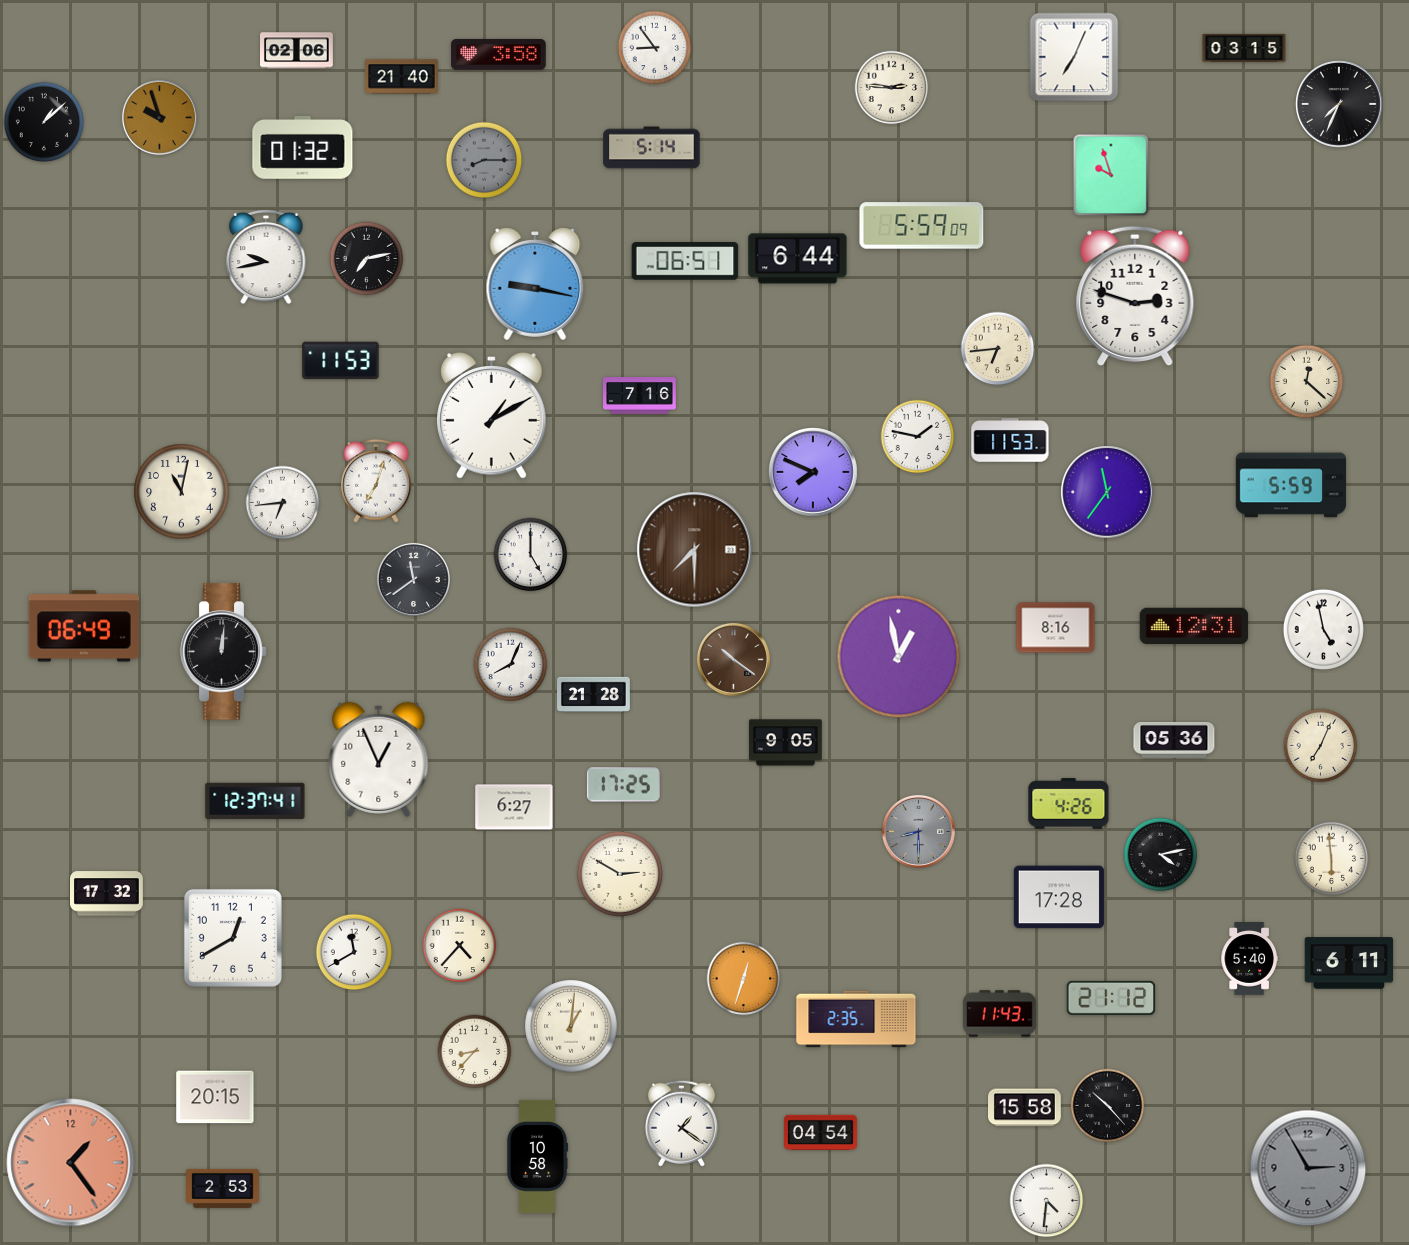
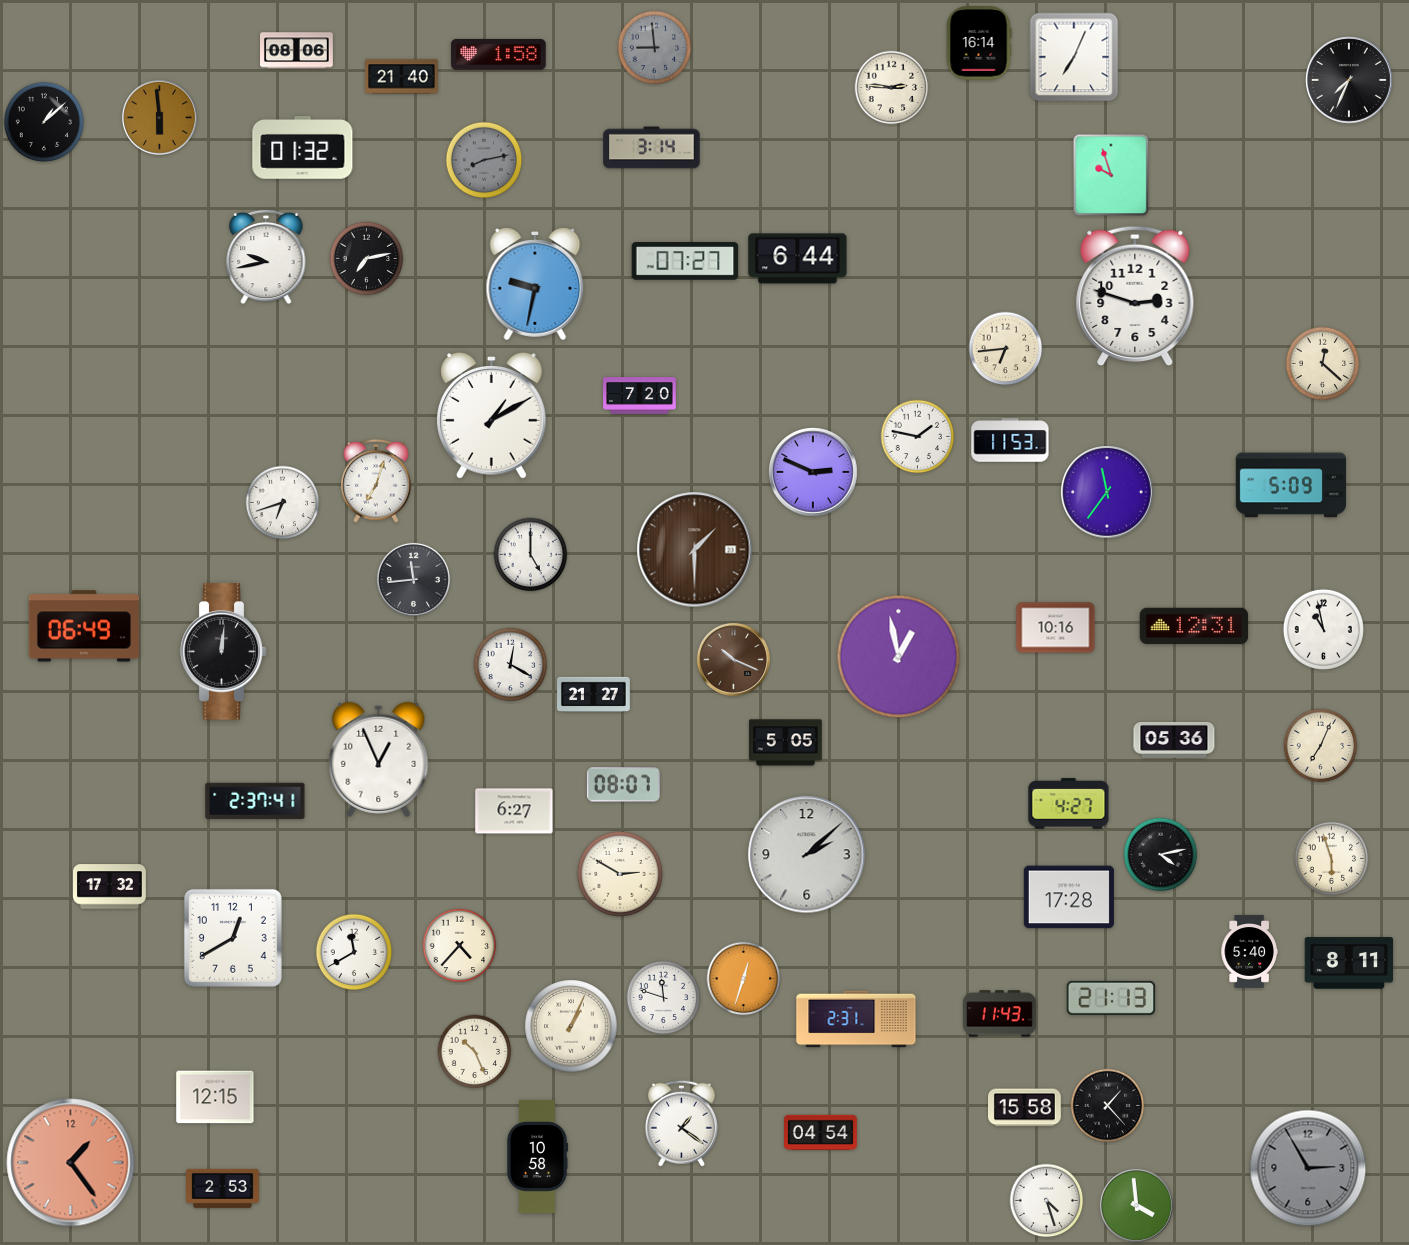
clock at (979, 43): none -> 16:14
clock at (655, 48): 8:54 -> 8:59
clock at (655, 48) dial: white -> grey
clock at (1244, 48): 03:15 -> none
clock at (297, 51): 02:06 -> 08:06
clock at (499, 54): 3:58 -> 1:58
clock at (1340, 105) position: (1340, 105) -> (1350, 81)
clock at (159, 117): 9:57 -> 5:59
clock at (652, 148): 5:14 -> 3:14
clock at (484, 160): 8:15 -> 8:13
clock at (922, 226): 5:59 -> none
clock at (685, 261): 06:51 -> 07:27
clock at (535, 284): 9:17 -> 9:32
clock at (998, 349) position: (998, 349) -> (1006, 349)
clock at (341, 361): 11:53 -> none
clock at (1307, 382) position: (1307, 382) -> (1323, 364)
clock at (640, 396): 7:16 -> 7:20
clock at (814, 473): 7:49 -> 2:49
clock at (1290, 485): 5:59 -> 5:09
clock at (182, 492): 11:02 -> none
clock at (283, 503): 6:44 -> 6:42
clock at (695, 550): 7:30 -> 1:30
clock at (413, 579): 11:39 -> 11:44
clock at (1056, 628): 8:16 -> 10:16
clock at (1323, 629): 4:58 -> 10:58
clock at (733, 659): 10:21 -> 10:19
clock at (511, 665): 8:04 -> 12:20
clock at (594, 694): 21:28 -> 21:27
clock at (786, 743): 9:05 -> 5:05
clock at (623, 785): 17:25 -> 08:07
clock at (255, 801): 12:37 -> 2:37
clock at (1069, 804): 4:26 -> 4:27
clock at (514, 807) position: (514, 807) -> (514, 811)
clock at (918, 831): 8:30 -> none
clock at (807, 855): none -> 2:08
clock at (1332, 859): 5:59 -> 5:57
clock at (107, 894) position: (107, 894) -> (110, 887)
clock at (1059, 897) position: (1059, 897) -> (1069, 897)
clock at (1249, 959) position: (1249, 959) -> (1249, 952)
clock at (1349, 963): 6:11 -> 8:11
clock at (664, 998): none -> 11:48
clock at (1111, 998): 21:12 -> 21:13
clock at (856, 1019): 2:35 -> 2:31
clock at (571, 1026): 1:01 -> 1:04
clock at (475, 1052): 8:37 -> 10:26
clock at (215, 1097): 20:15 -> 12:15
clock at (1108, 1106): 10:23 -> 1:23
clock at (1047, 1201): 4:31 -> 4:27
clock at (1136, 1205): none -> 3:59
